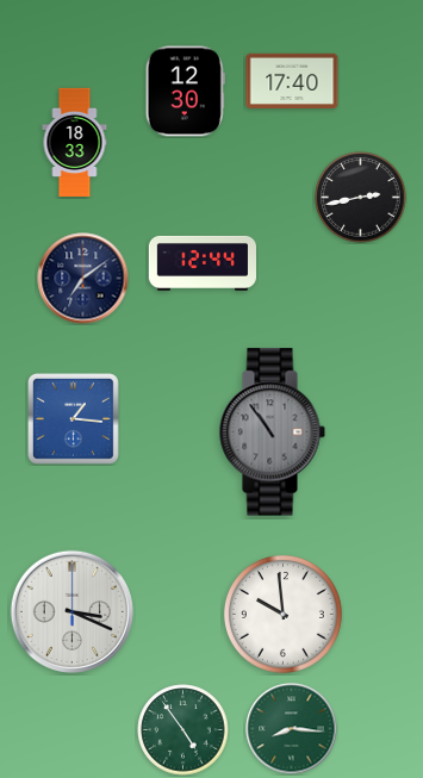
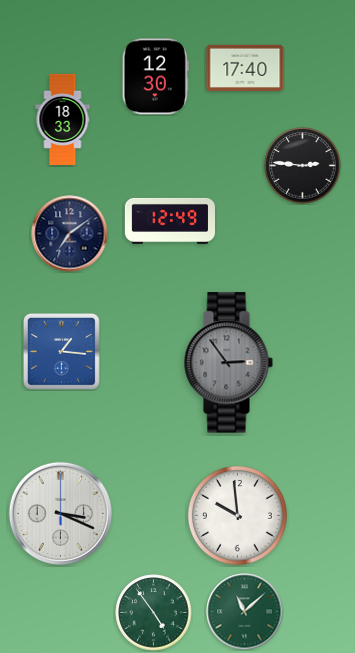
clock at (361, 198): 2:43 -> 2:46
clock at (201, 263): 12:44 -> 12:49
clock at (272, 432): 10:54 -> 2:54
clock at (292, 729): 8:16 -> 11:08
